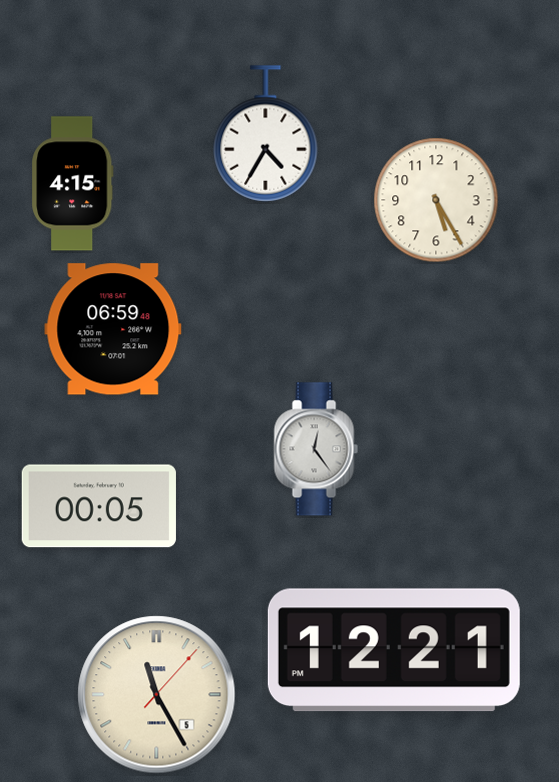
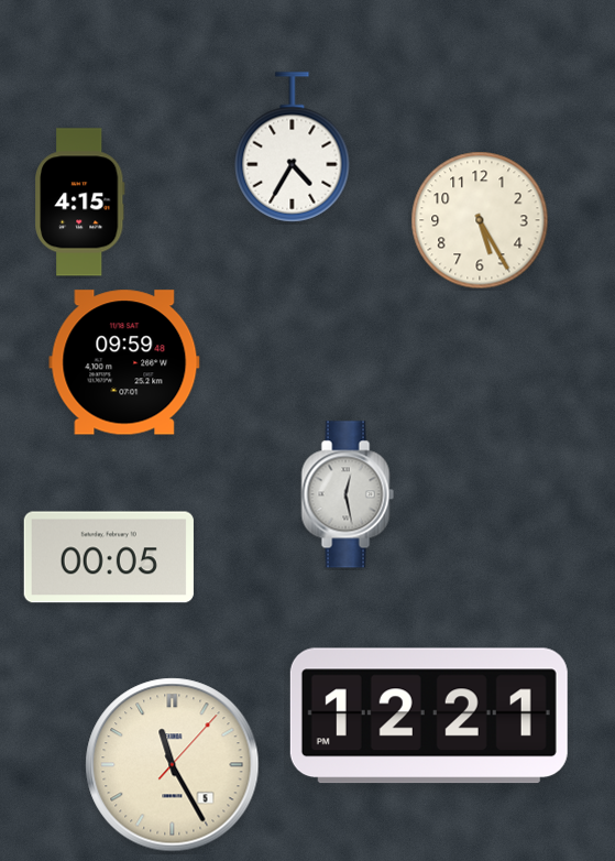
clock at (113, 329): 06:59 -> 09:59
clock at (316, 449): 12:24 -> 12:28
clock at (394, 650) position: (394, 650) -> (429, 716)
